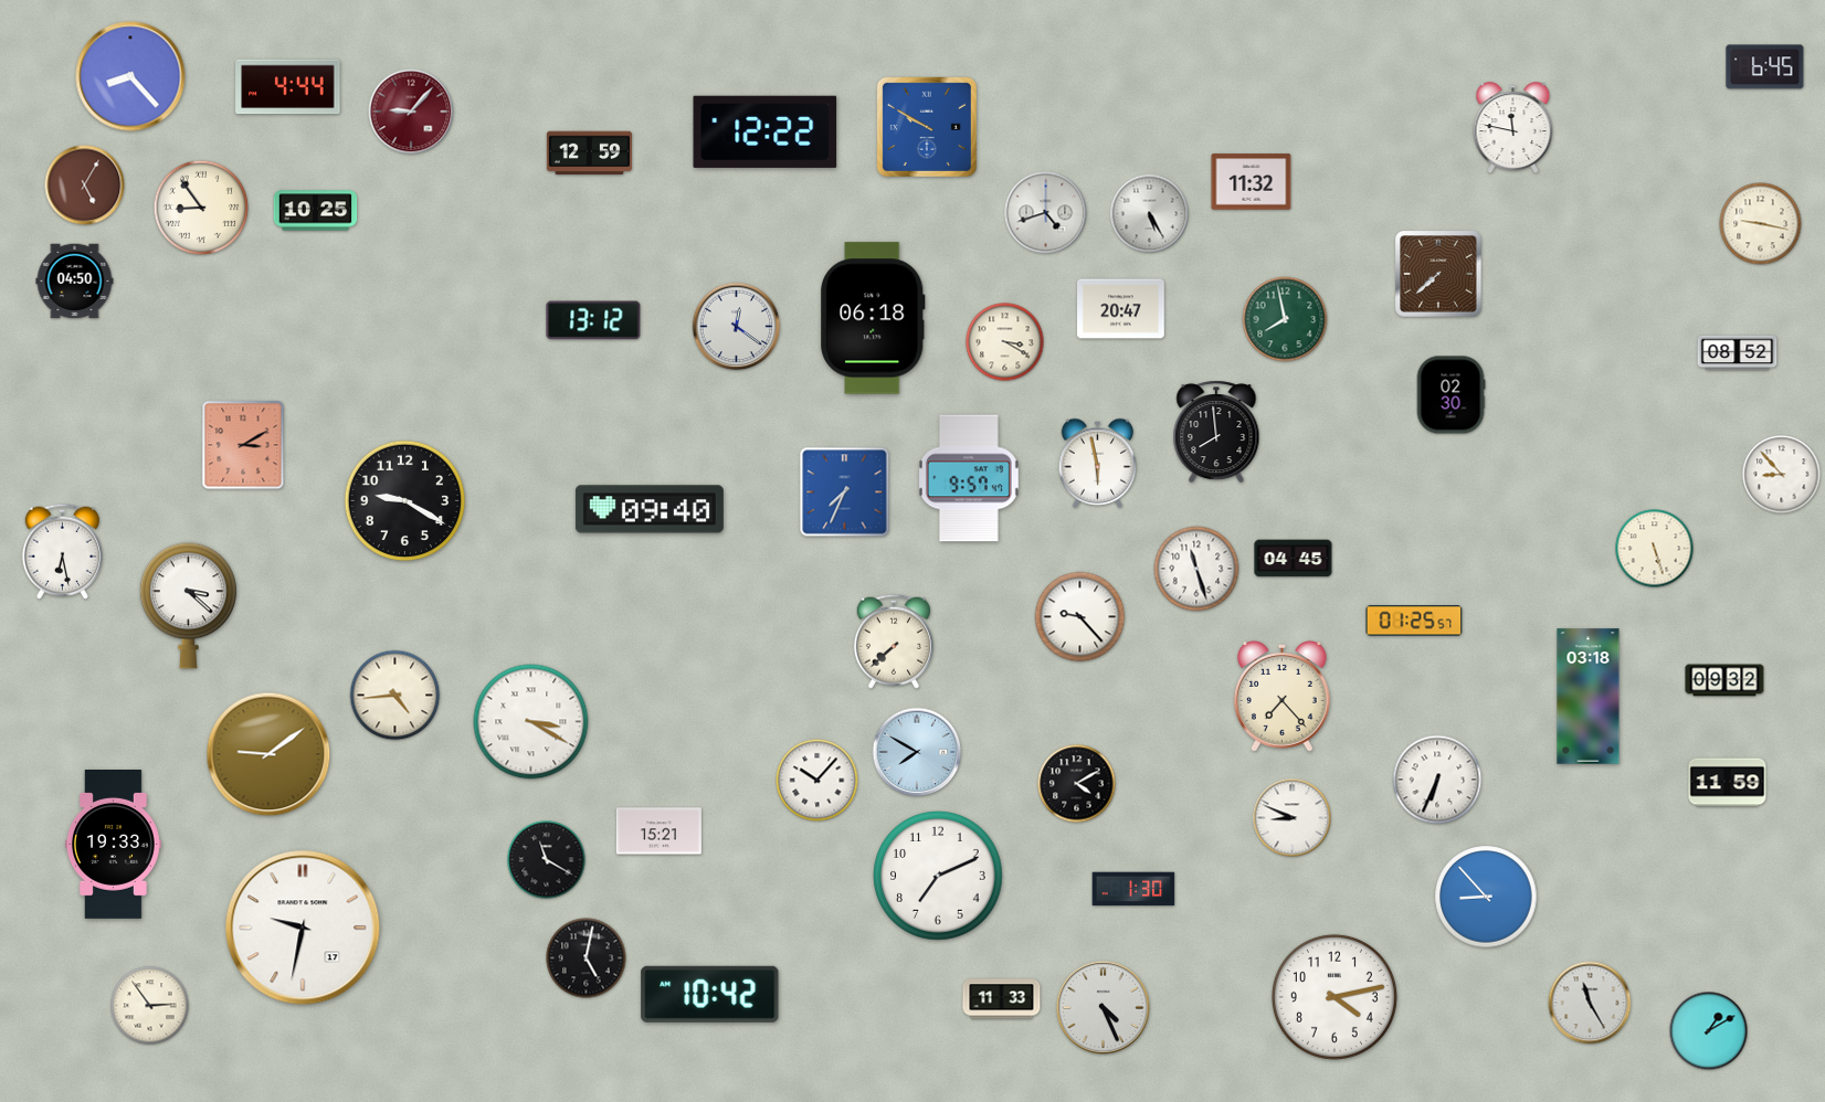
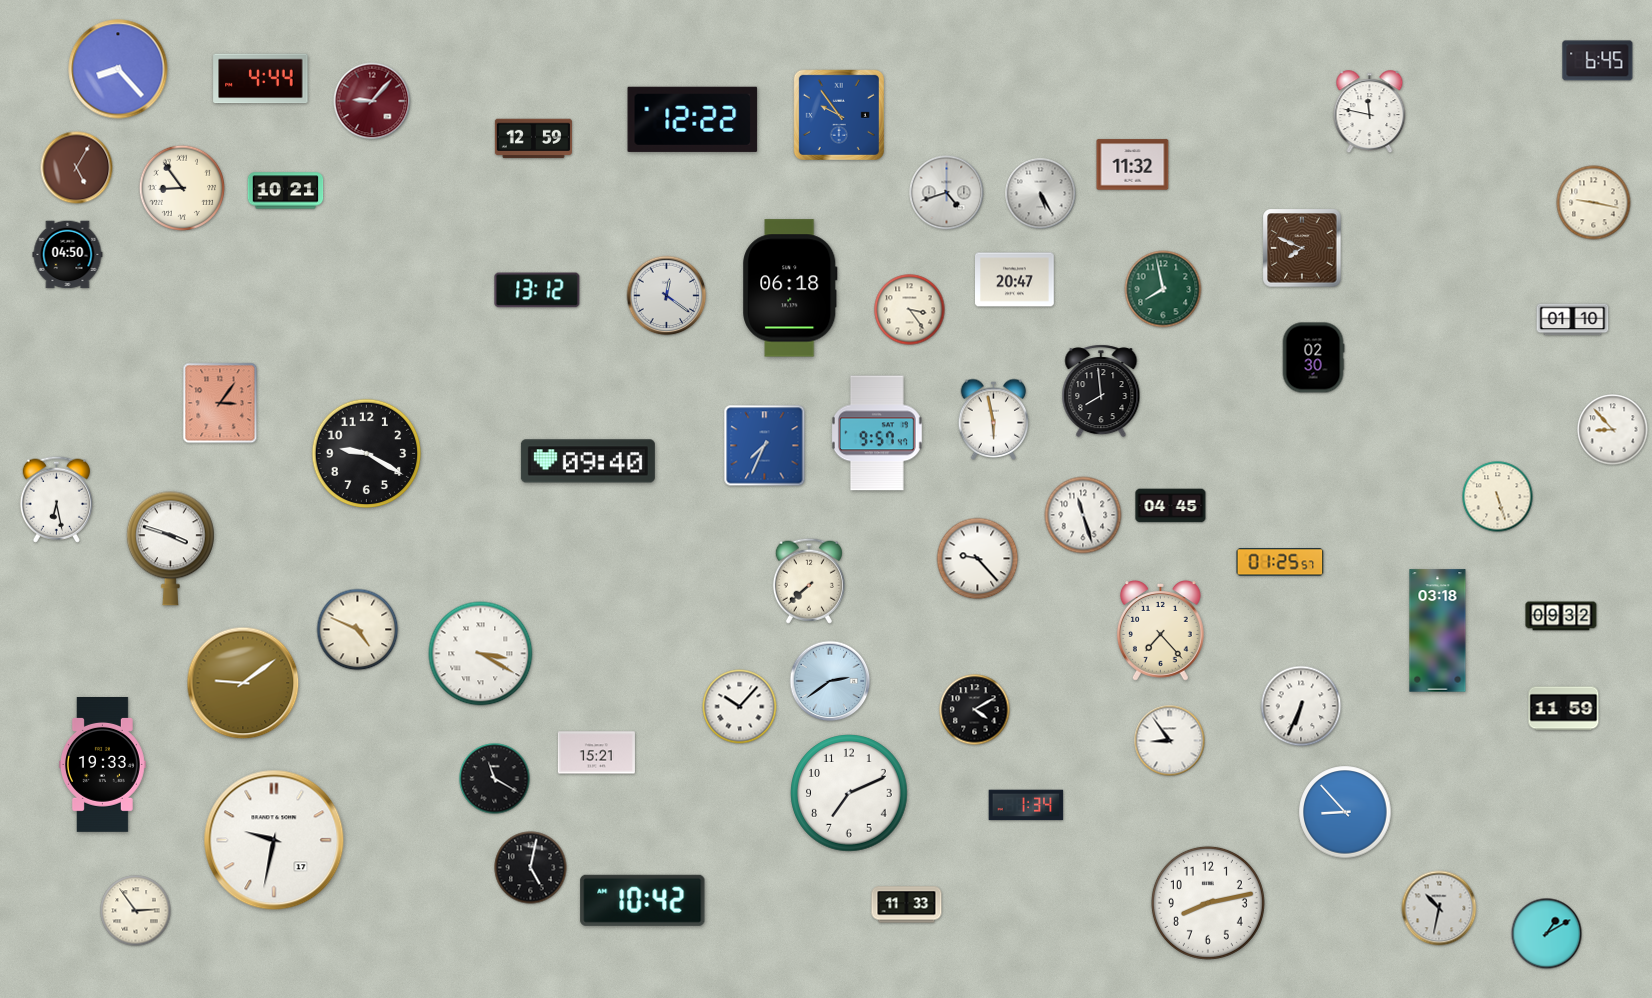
clock at (927, 127): 9:50 -> 9:54
clock at (1513, 128) position: (1513, 128) -> (1370, 112)
clock at (316, 211): 10:25 -> 10:21
clock at (1438, 274): 7:38 -> 7:49
clock at (1005, 342): 3:20 -> 3:24
clock at (1738, 353): 08:52 -> 01:10
clock at (243, 445): 3:10 -> 3:06
clock at (188, 606): 3:22 -> 3:48
clock at (395, 696): 4:44 -> 4:49
clock at (917, 752): 7:50 -> 2:39
clock at (1293, 818): 8:49 -> 8:54
clock at (1133, 889): 1:30 -> 1:34
clock at (1335, 997): 4:13 -> 8:13
clock at (1590, 1003): 11:25 -> 10:32
clock at (1103, 1007): 4:26 -> none
